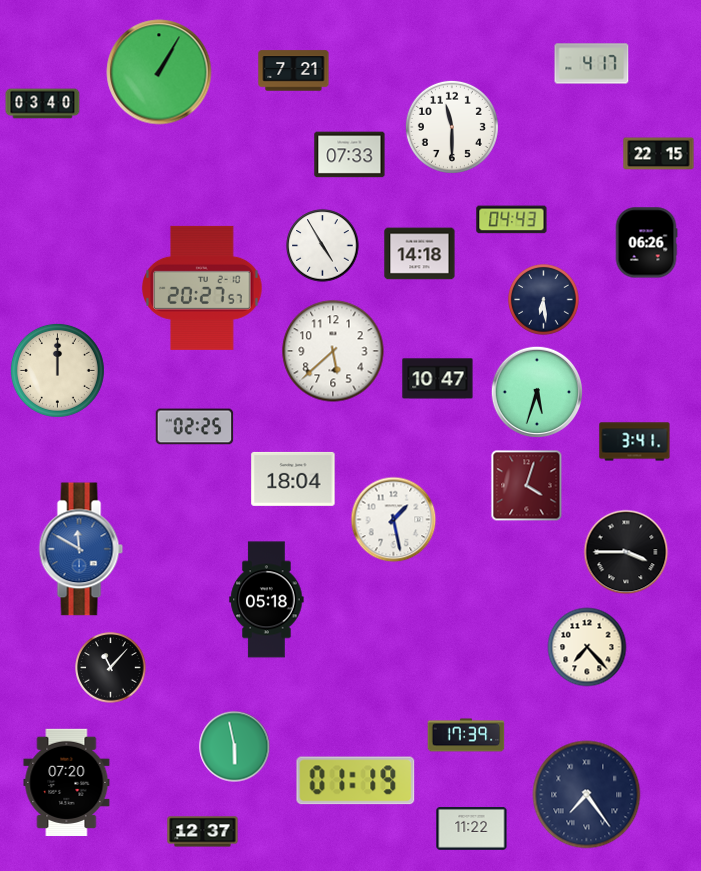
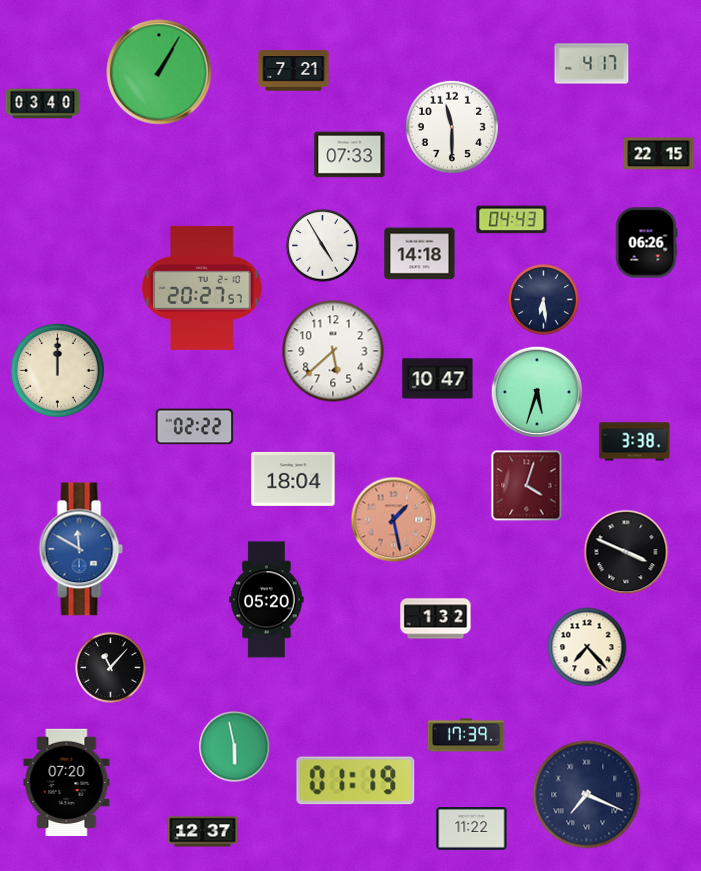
clock at (195, 427): 02:25 -> 02:22
clock at (635, 442): 3:41 -> 3:38
clock at (394, 520) dial: white -> salmon
clock at (626, 552): 3:45 -> 3:49
clock at (267, 600): 05:18 -> 05:20
clock at (436, 619): none -> 1:32
clock at (587, 795): 7:24 -> 7:19
